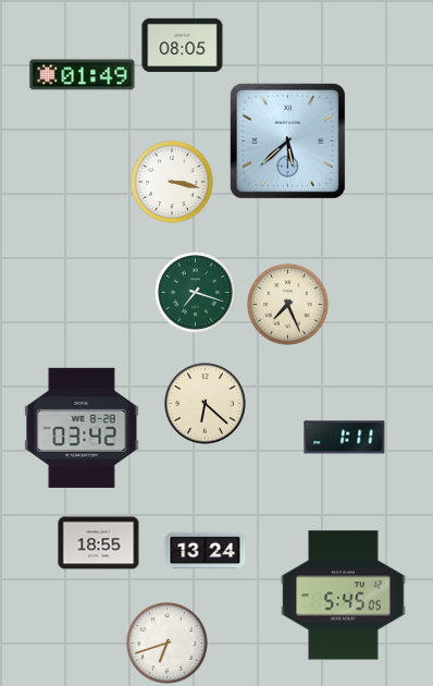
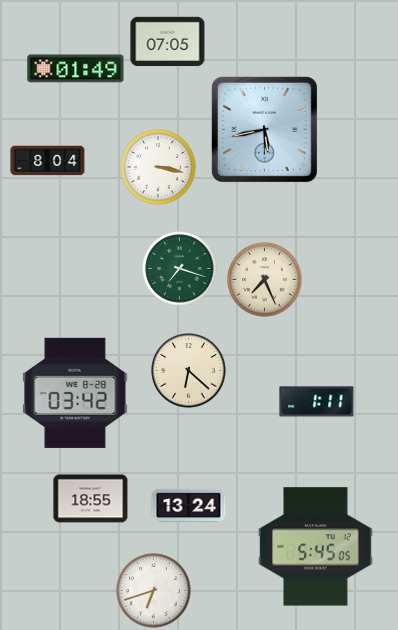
clock at (183, 46): 08:05 -> 07:05
clock at (287, 140): 5:38 -> 5:43
clock at (48, 161): none -> 8:04
